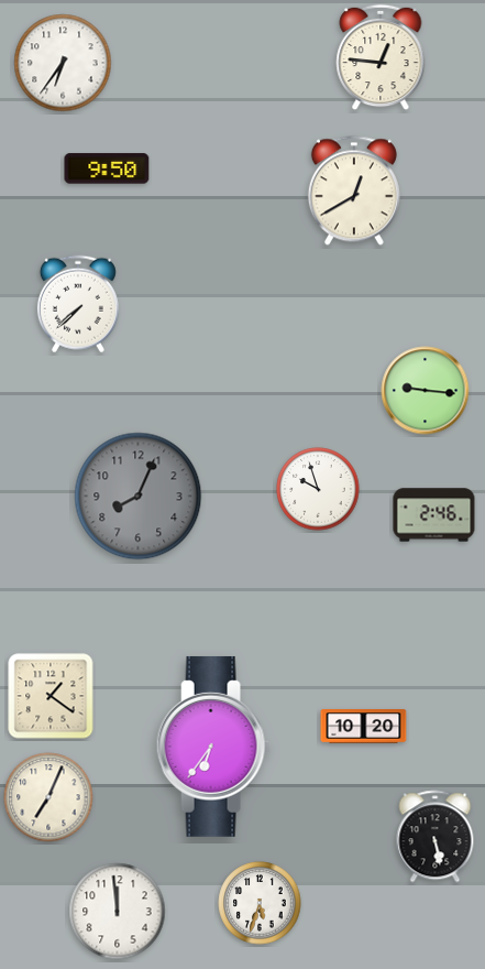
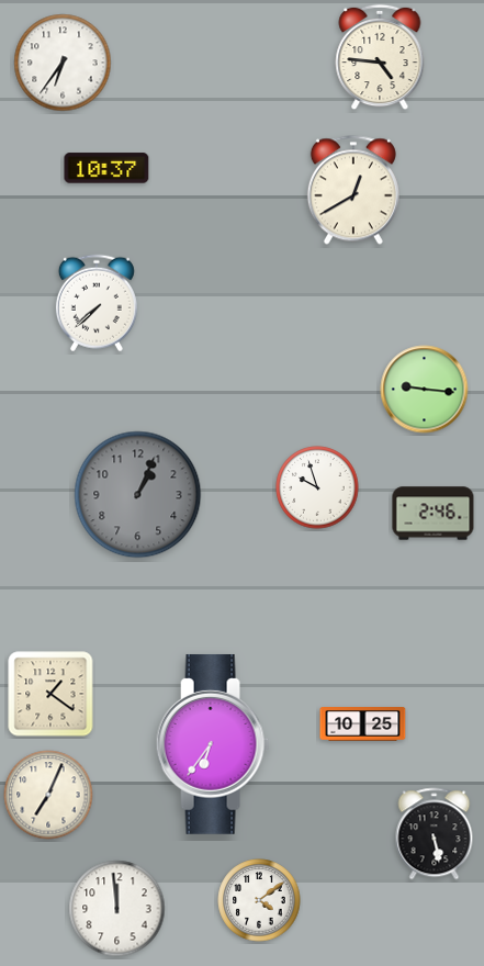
clock at (381, 57): 12:46 -> 4:46
clock at (107, 168): 9:50 -> 10:37
clock at (78, 304) position: (78, 304) -> (97, 303)
clock at (139, 497): 8:04 -> 1:04
clock at (364, 727): 10:20 -> 10:25
clock at (260, 903): 5:33 -> 4:09
